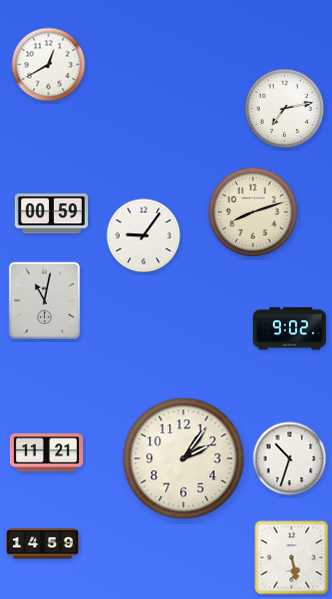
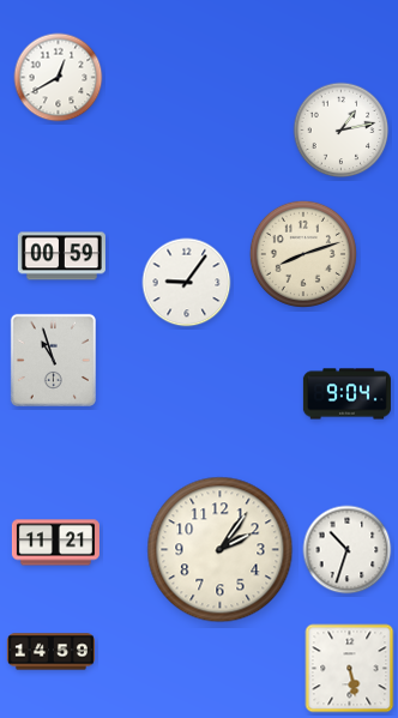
clock at (285, 109): 7:13 -> 1:13
clock at (144, 236) position: (144, 236) -> (187, 283)
clock at (44, 300): 11:02 -> 10:57
clock at (289, 329): 9:02 -> 9:04
